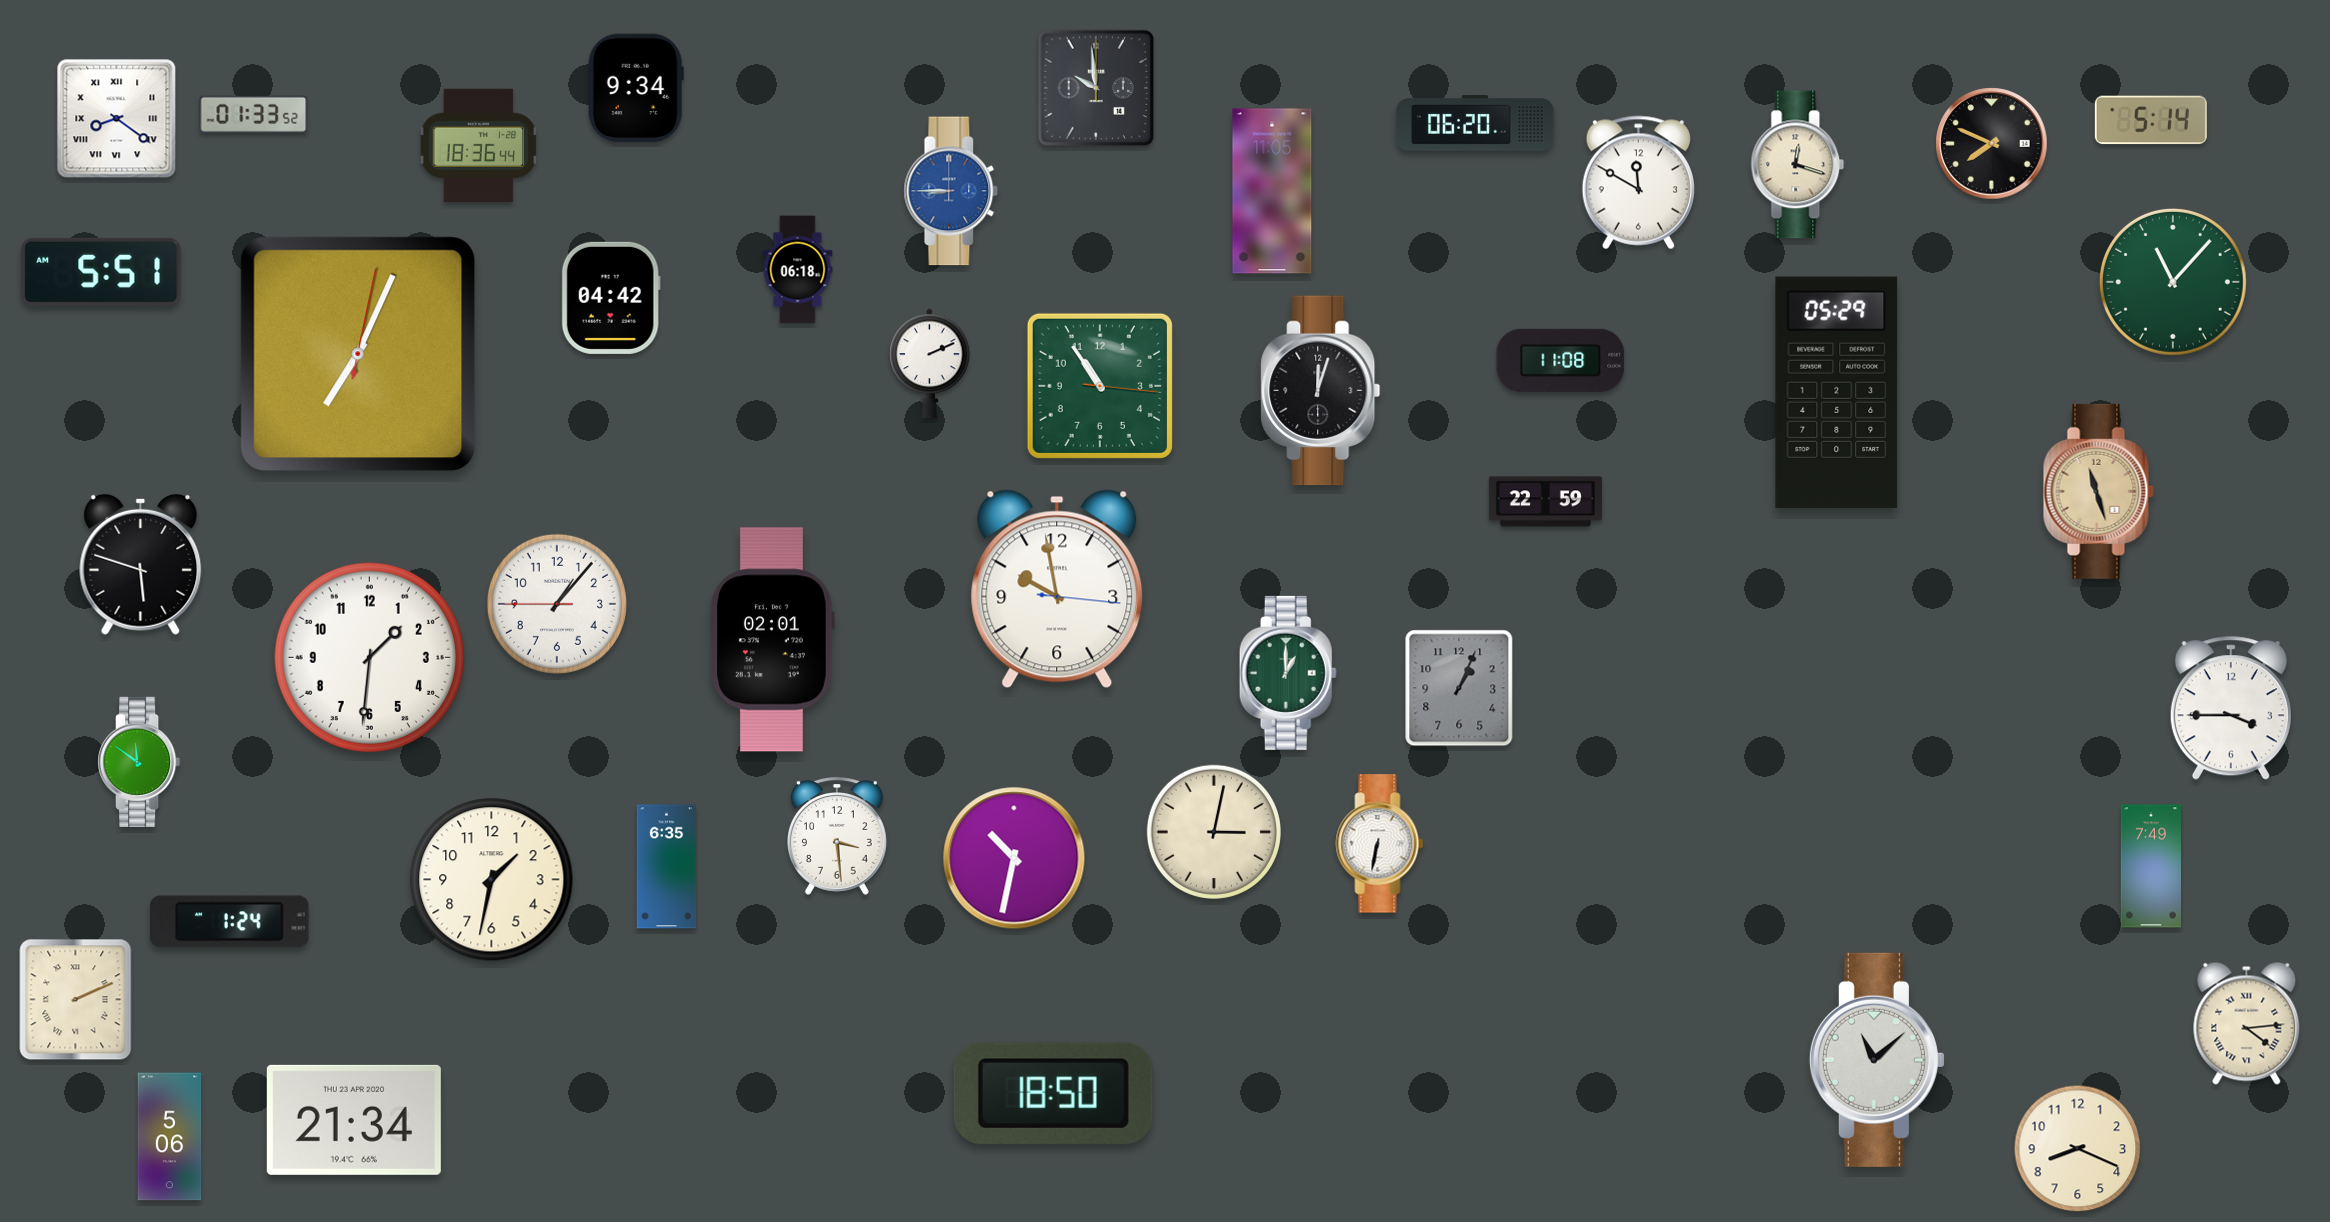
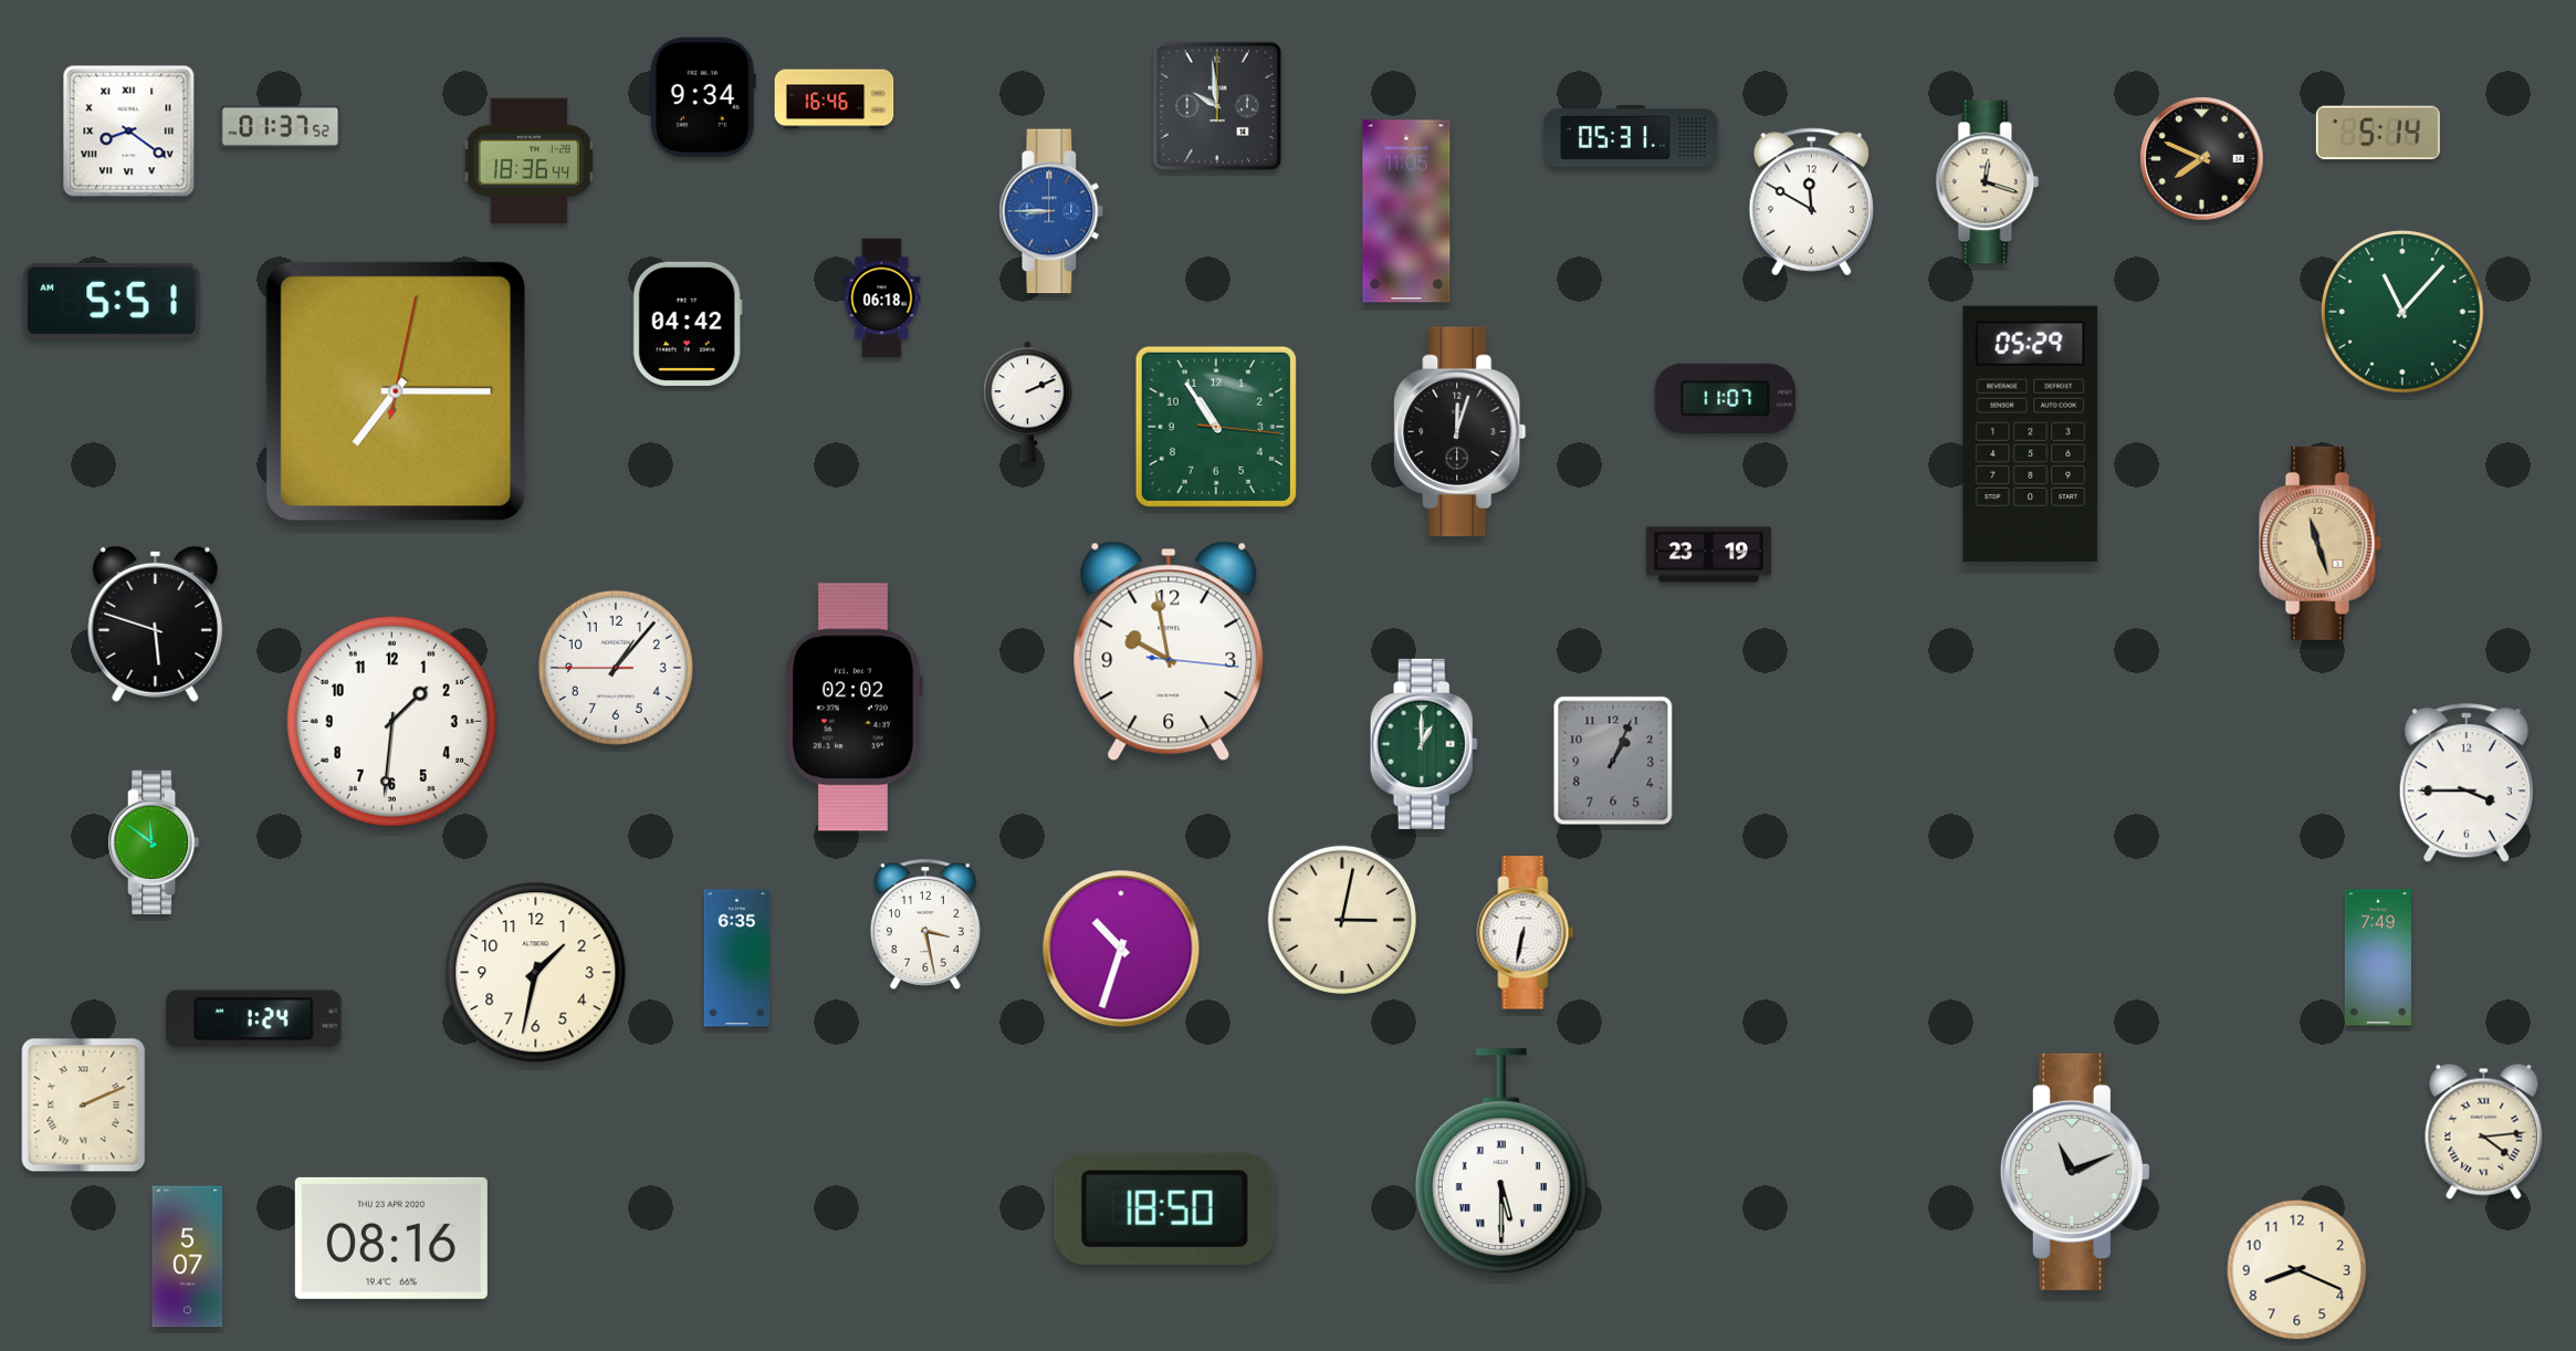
clock at (1095, 87) position: (1095, 87) -> (1216, 105)
clock at (835, 100): none -> 16:46
clock at (254, 114): 01:33 -> 01:37
clock at (1475, 123): 06:20 -> 05:31
clock at (611, 298) position: (611, 298) -> (688, 324)
clock at (358, 354): 7:04 -> 7:15
clock at (1561, 360): 11:08 -> 11:07
clock at (1545, 502): 22:59 -> 23:19
clock at (772, 640): 02:01 -> 02:02
clock at (369, 657) position: (369, 657) -> (391, 721)
clock at (837, 836): 3:29 -> 3:28
clock at (1014, 858): 10:32 -> 10:33
clock at (492, 880) position: (492, 880) -> (536, 973)
clock at (1501, 1162): none -> 5:30
clock at (1877, 1060): 11:08 -> 11:11
clock at (354, 1120): 21:34 -> 08:16
clock at (170, 1137): 5:06 -> 5:07
